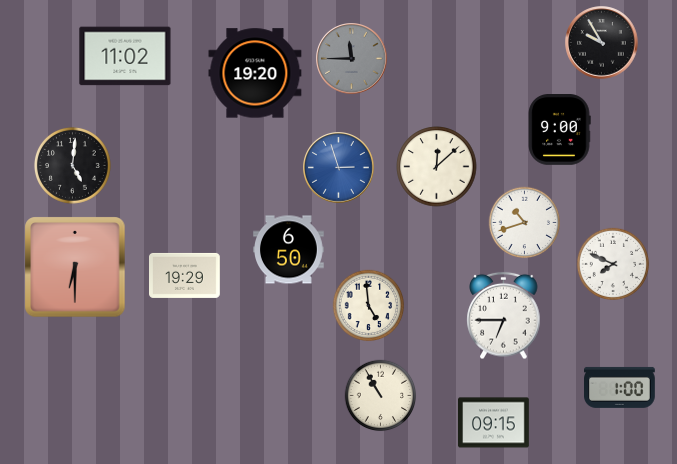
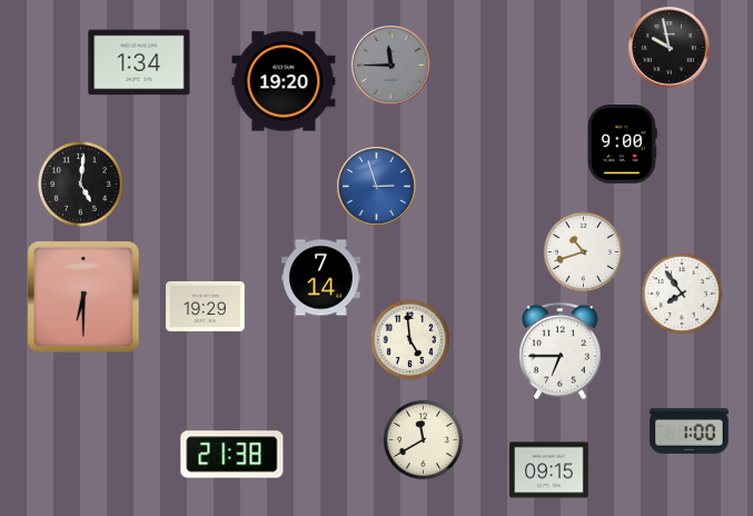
clock at (602, 43): 9:55 -> 9:58
clock at (125, 56): 11:02 -> 1:34
clock at (437, 167): 12:08 -> none
clock at (525, 223) position: (525, 223) -> (584, 252)
clock at (289, 250): 6:50 -> 7:14
clock at (612, 263): 7:49 -> 7:54
clock at (381, 396): 10:55 -> 11:40
clock at (232, 455): none -> 21:38
